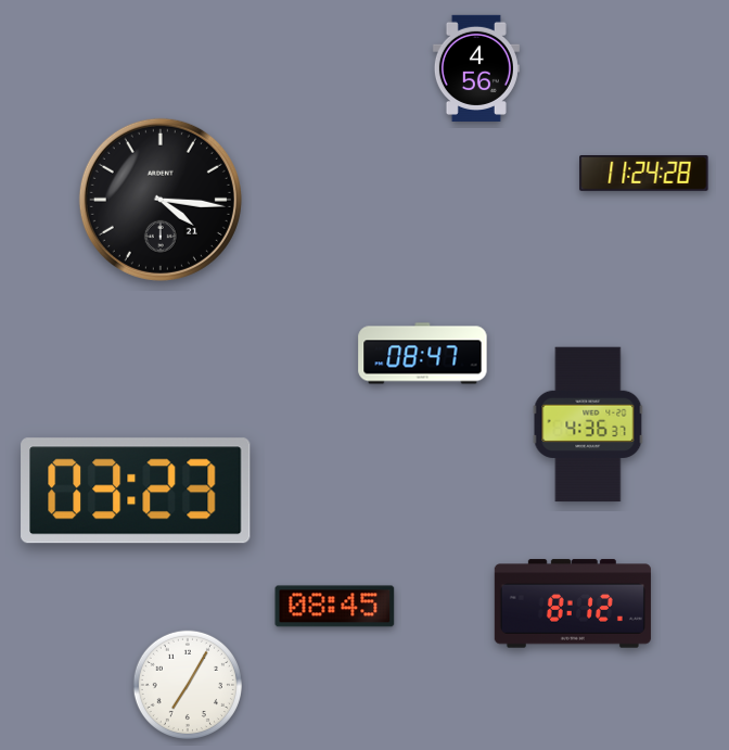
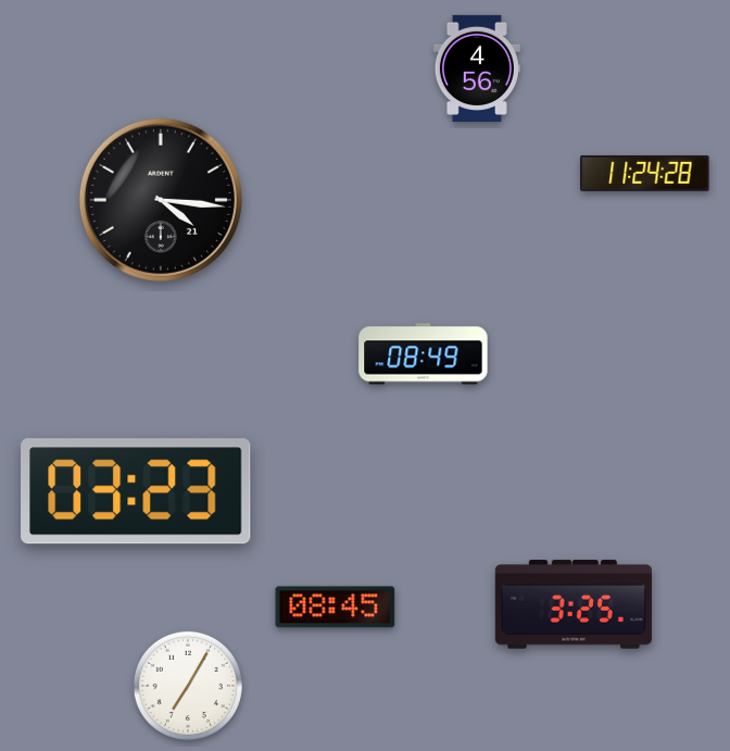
clock at (423, 354): 08:47 -> 08:49
clock at (588, 424): 4:36 -> none
clock at (573, 603): 8:12 -> 3:25
